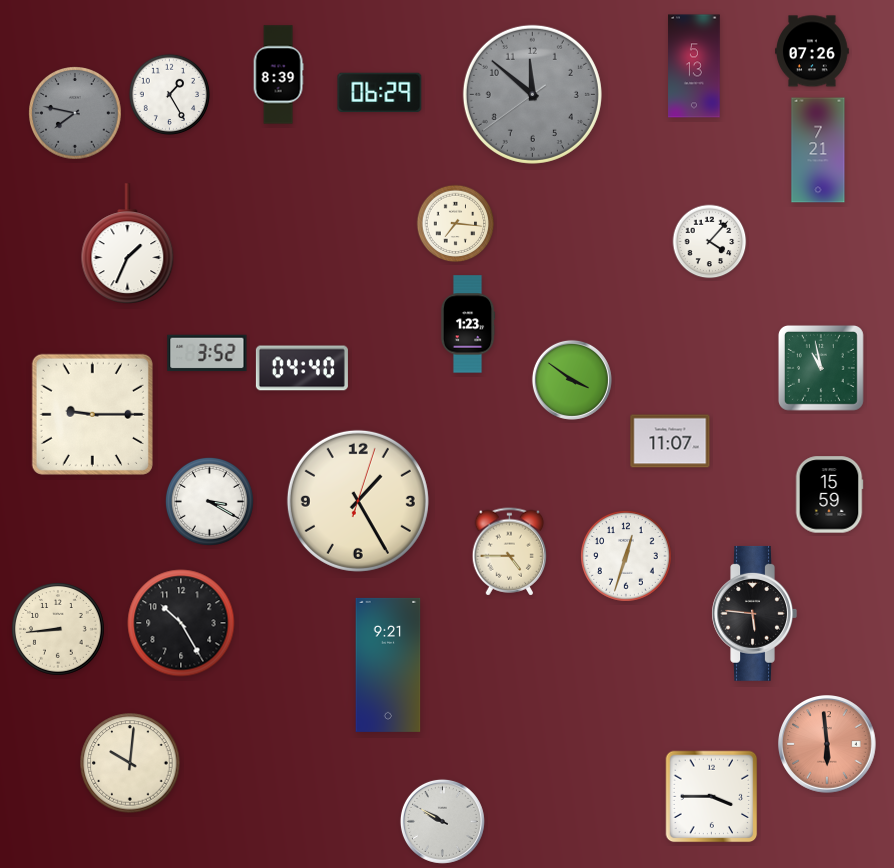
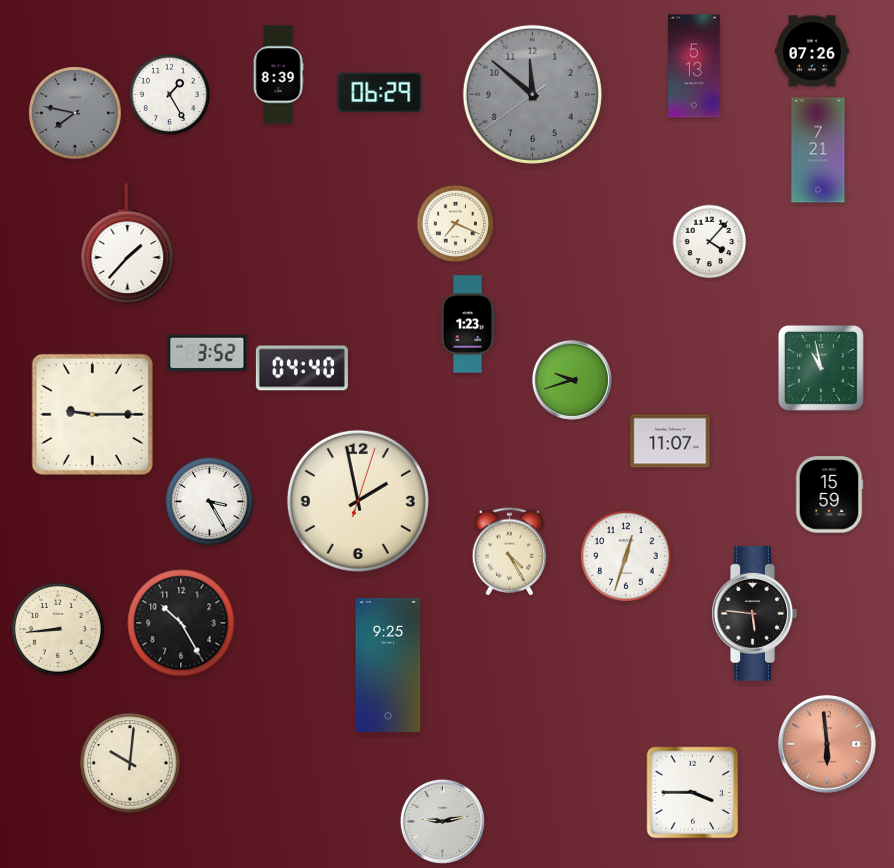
clock at (456, 224): 7:16 -> 7:19
clock at (128, 243): 1:34 -> 1:37
clock at (572, 380): 3:51 -> 9:42
clock at (209, 501): 3:20 -> 3:25
clock at (358, 501): 1:25 -> 1:58
clock at (510, 552): 4:45 -> 4:25
clock at (388, 665): 9:21 -> 9:25
clock at (712, 797) position: (712, 797) -> (693, 793)
clock at (442, 821): 9:50 -> 9:13
